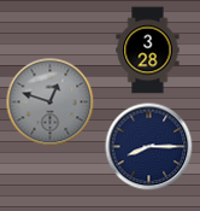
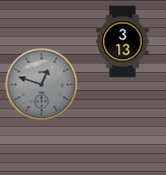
clock at (148, 51): 3:28 -> 3:13
clock at (149, 147): 8:15 -> none
